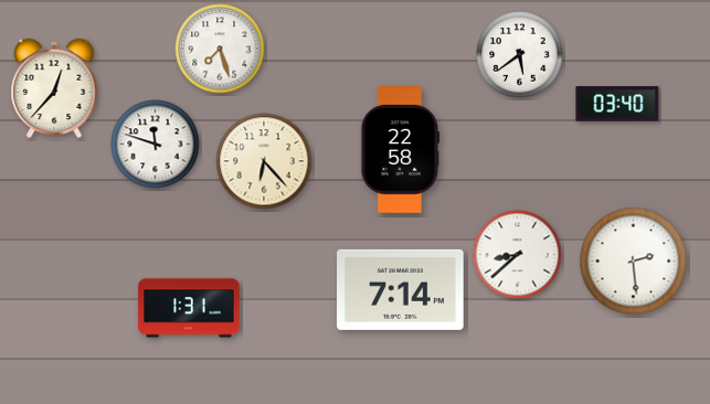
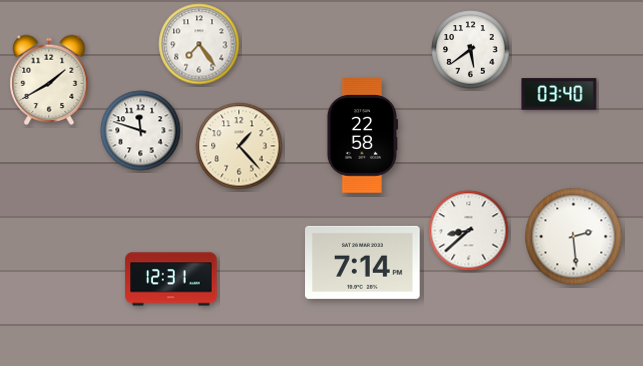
clock at (220, 49): 7:27 -> 7:24
clock at (54, 88): 12:37 -> 1:40
clock at (264, 161): 6:23 -> 1:23
clock at (189, 308): 1:31 -> 12:31
